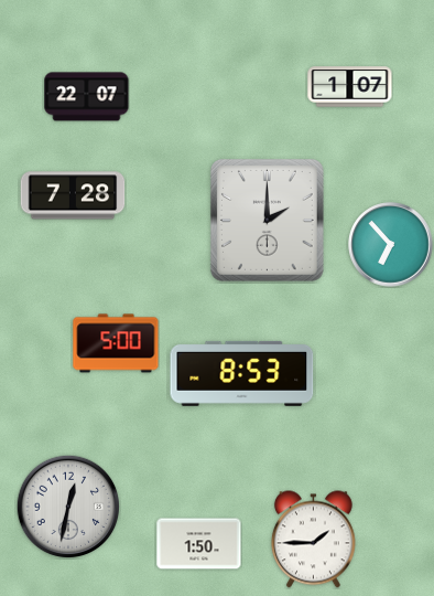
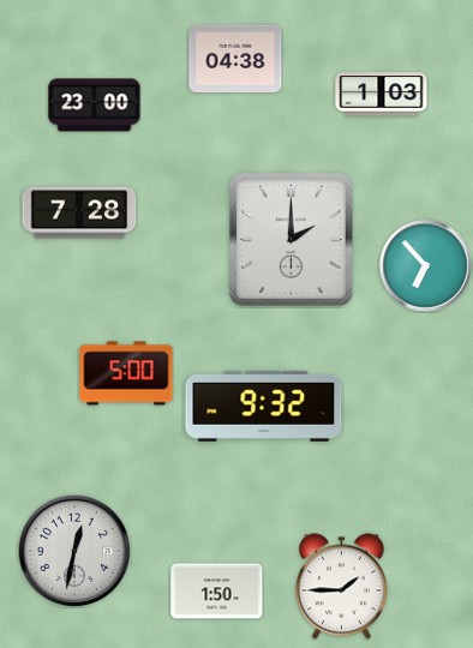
clock at (235, 59): none -> 04:38
clock at (350, 87): 1:07 -> 1:03
clock at (87, 97): 22:07 -> 23:00
clock at (242, 373): 8:53 -> 9:32
